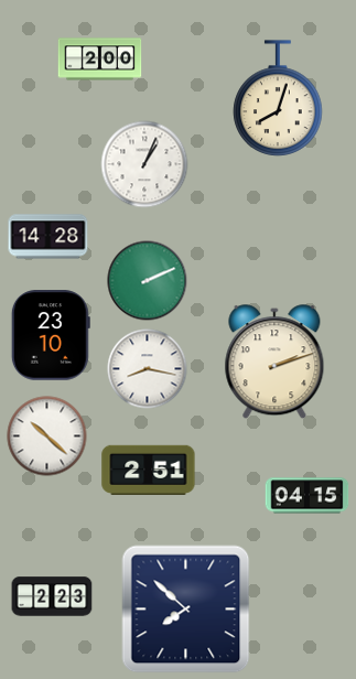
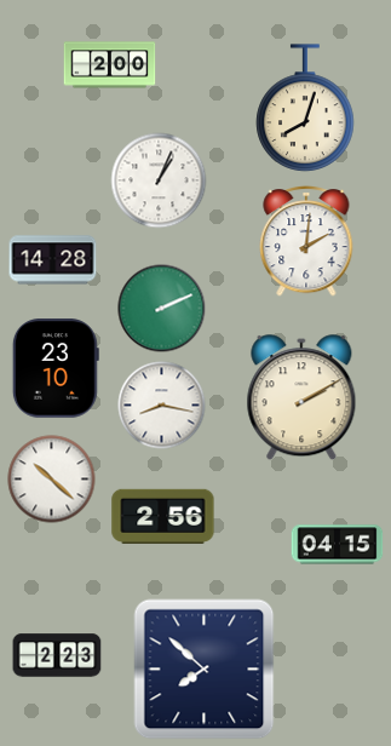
clock at (306, 241): none -> 2:01
clock at (274, 363): 2:12 -> 2:10
clock at (149, 470): 2:51 -> 2:56
